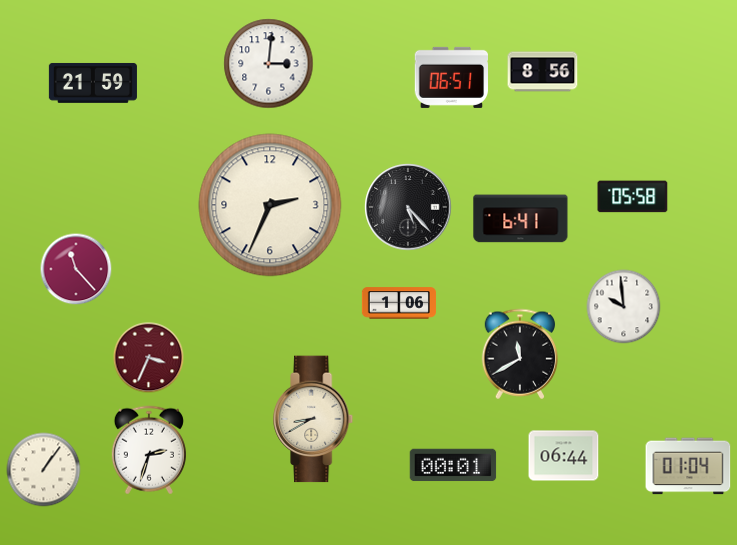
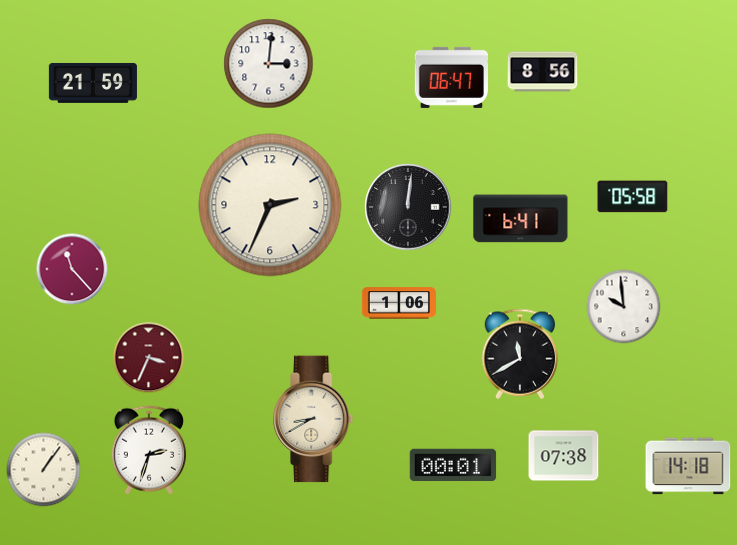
clock at (452, 77): 06:51 -> 06:47
clock at (408, 207): 5:23 -> 12:01
clock at (76, 269) position: (76, 269) -> (72, 269)
clock at (564, 456): 06:44 -> 07:38
clock at (688, 466): 01:04 -> 14:18
